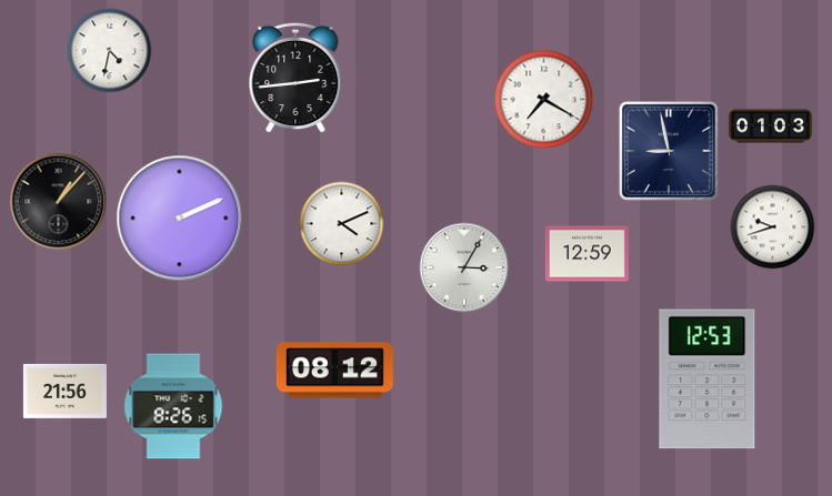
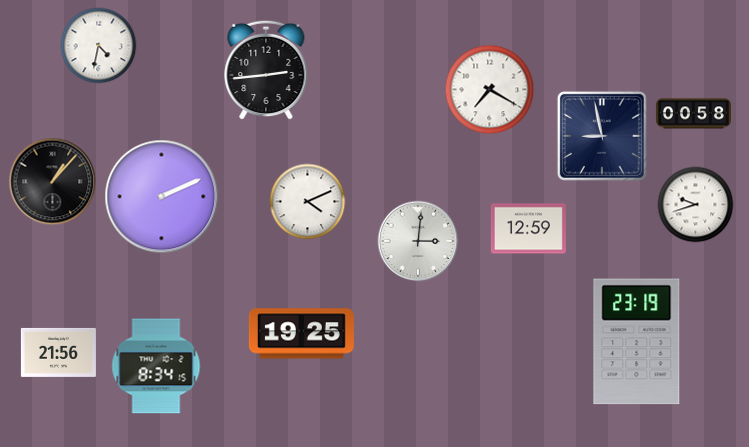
clock at (770, 126): 01:03 -> 00:58
clock at (464, 267): 3:05 -> 3:01
clock at (334, 371): 08:12 -> 19:25
clock at (708, 379): 12:53 -> 23:19
clock at (173, 406): 8:26 -> 8:34
